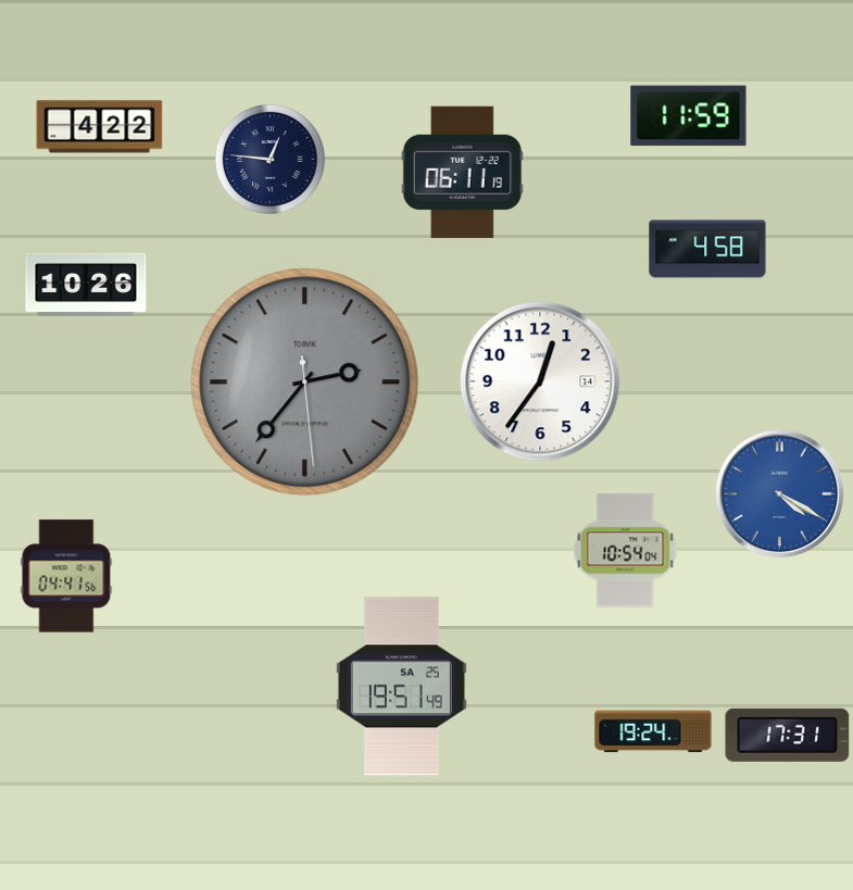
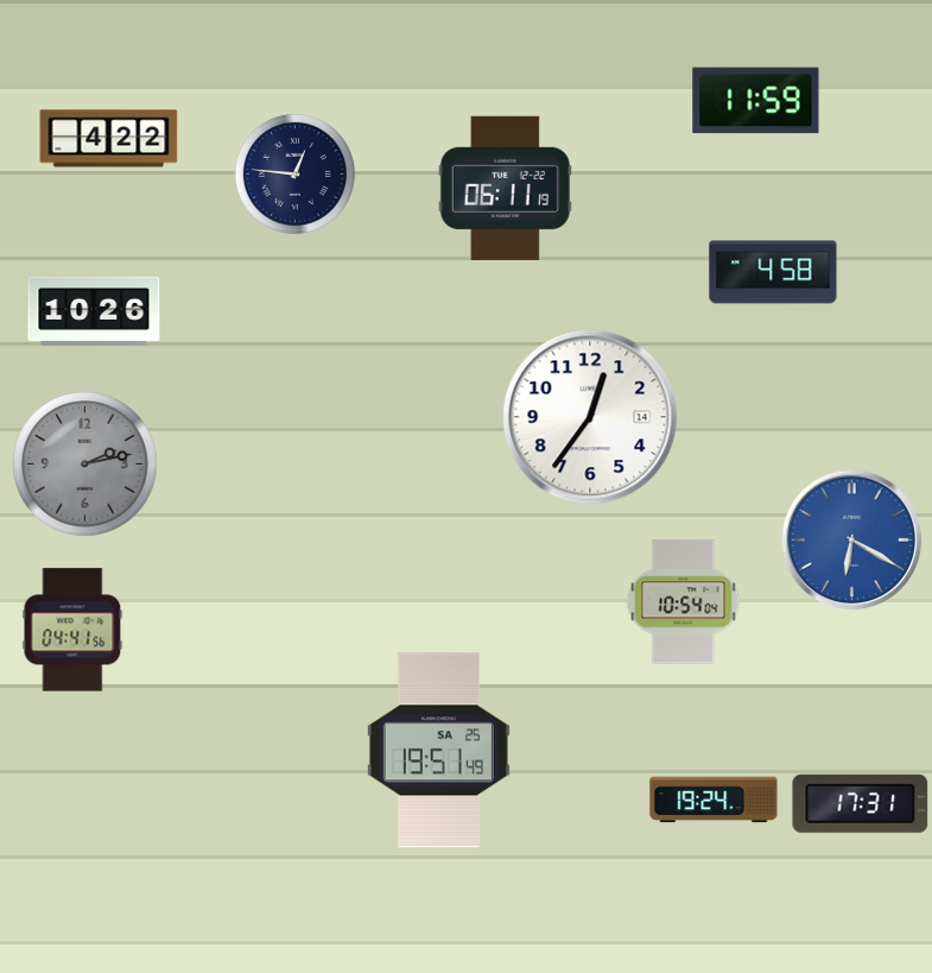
clock at (689, 116) position: (689, 116) -> (756, 101)
clock at (305, 383): 2:36 -> none
clock at (85, 465): none -> 2:13
clock at (780, 494): 4:20 -> 6:20
